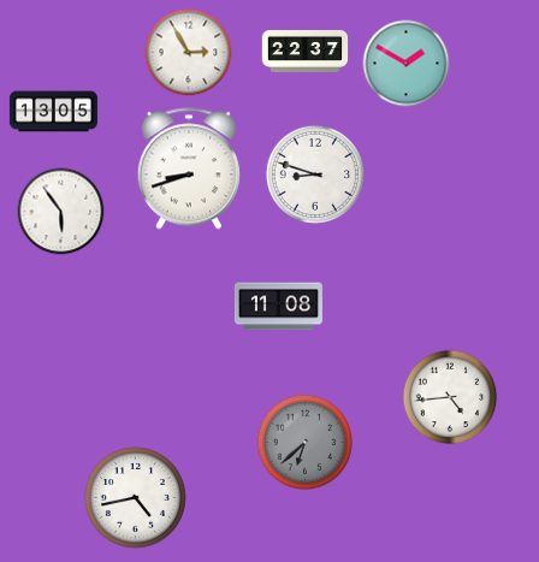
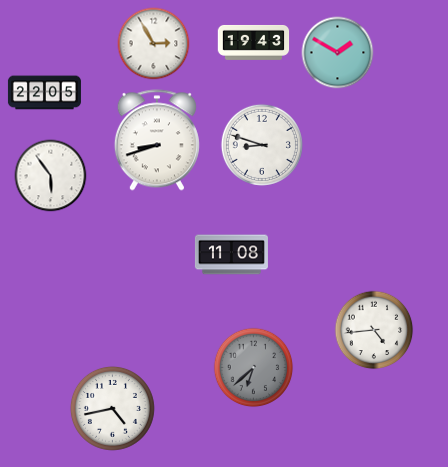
clock at (306, 51): 22:37 -> 19:43
clock at (189, 53) position: (189, 53) -> (154, 44)
clock at (53, 112): 13:05 -> 22:05
clock at (135, 497) position: (135, 497) -> (112, 408)
